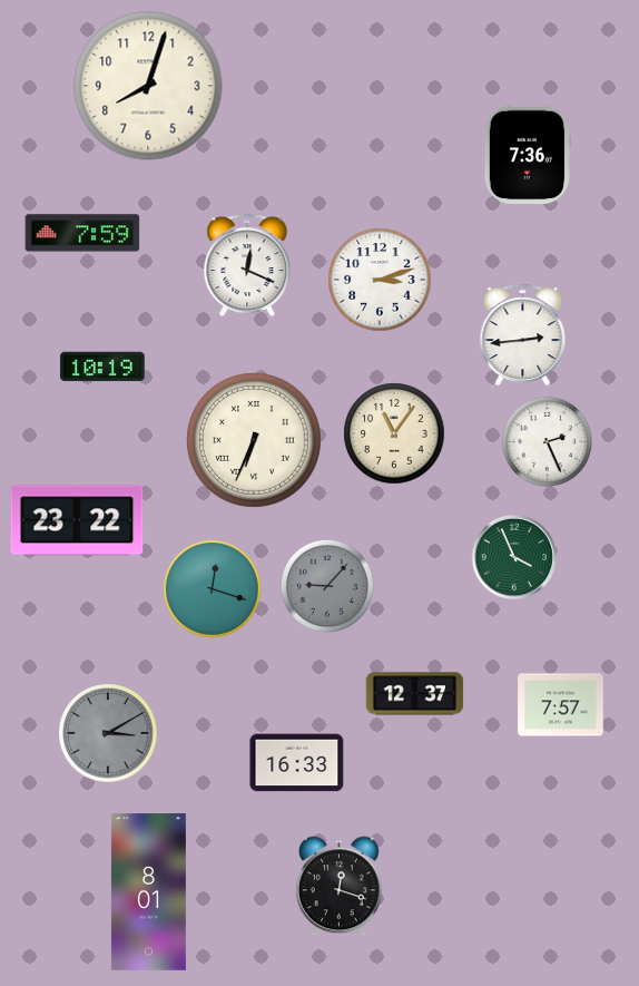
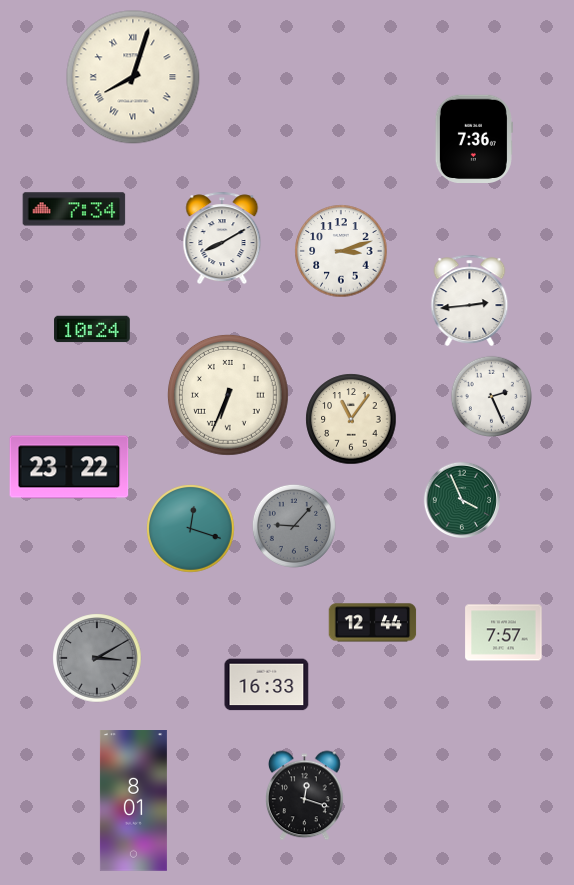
clock at (148, 86) numerals: Arabic -> Roman
clock at (82, 233): 7:59 -> 7:34
clock at (247, 265): 12:19 -> 8:10
clock at (102, 367): 10:19 -> 10:24
clock at (394, 433) position: (394, 433) -> (351, 419)
clock at (415, 694): 12:37 -> 12:44
